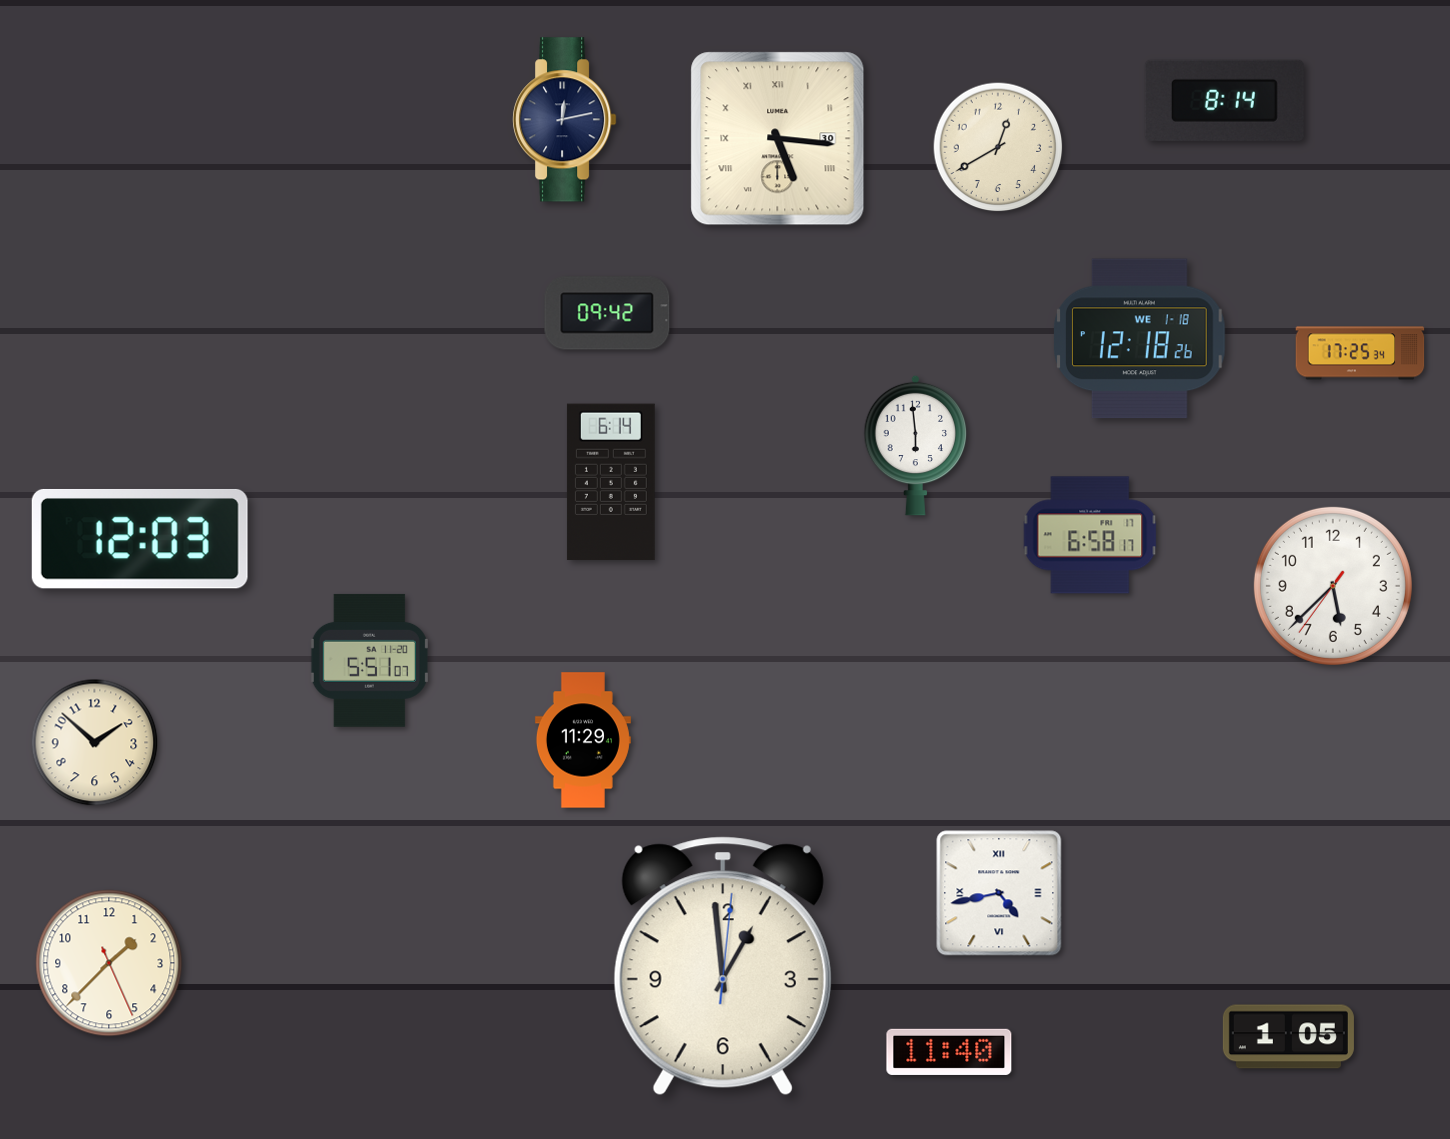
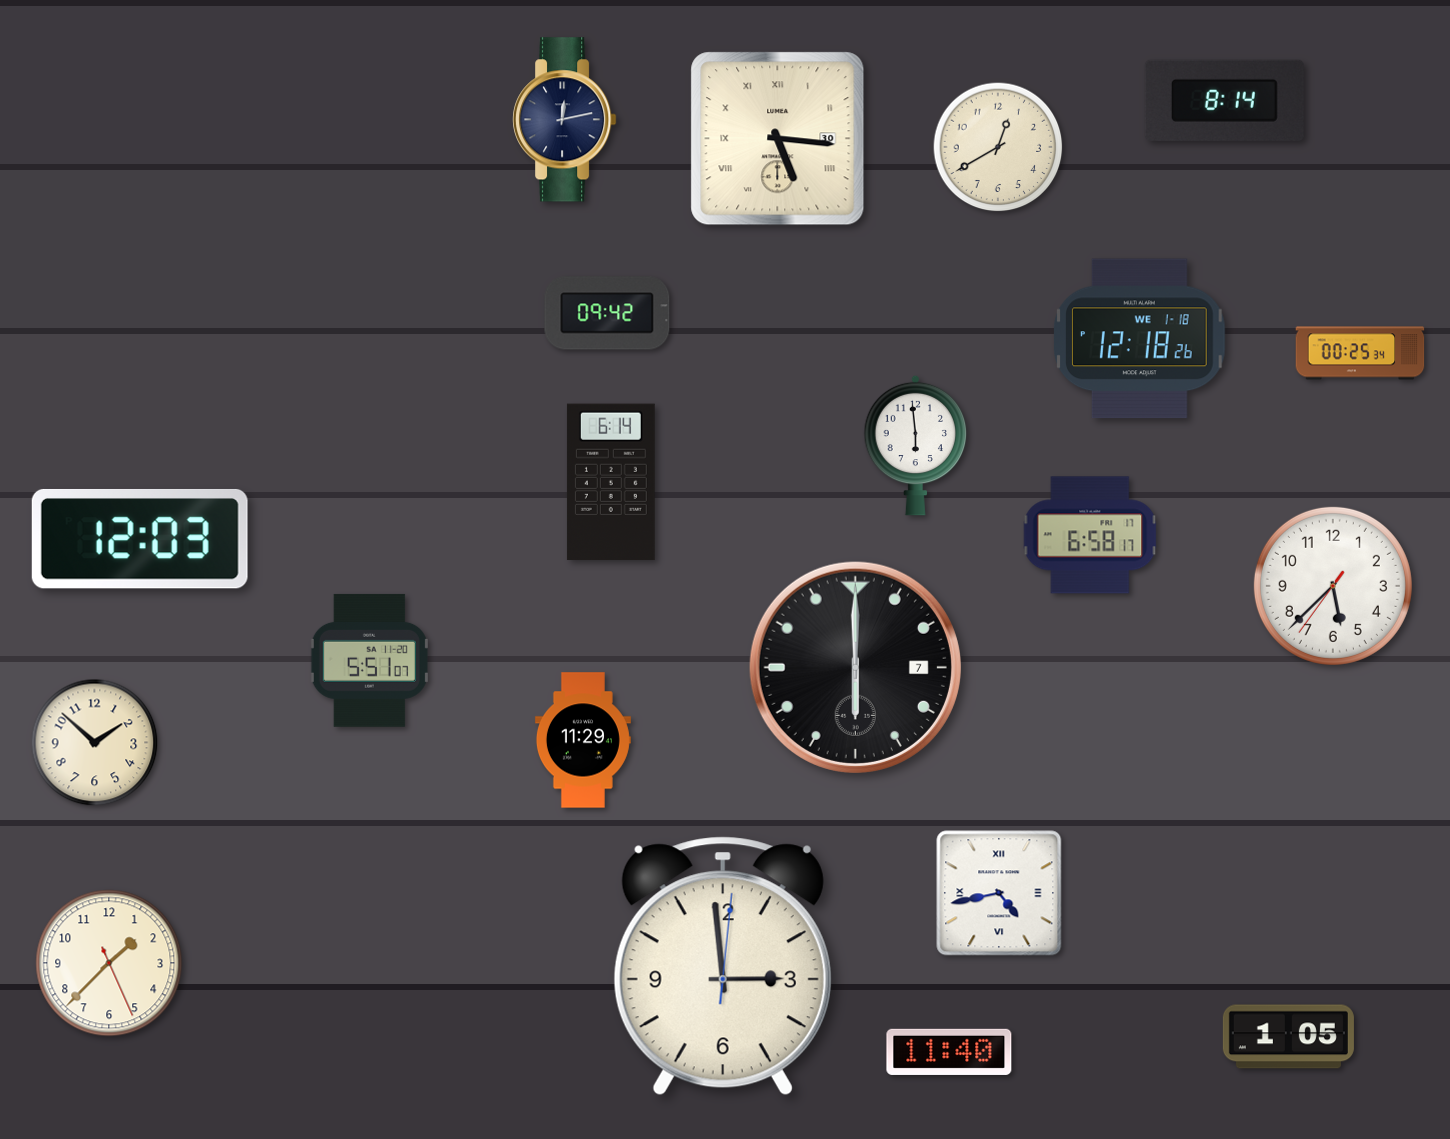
clock at (1360, 353): 17:25 -> 00:25
clock at (855, 667): none -> 6:00
clock at (723, 966): 12:59 -> 2:59
